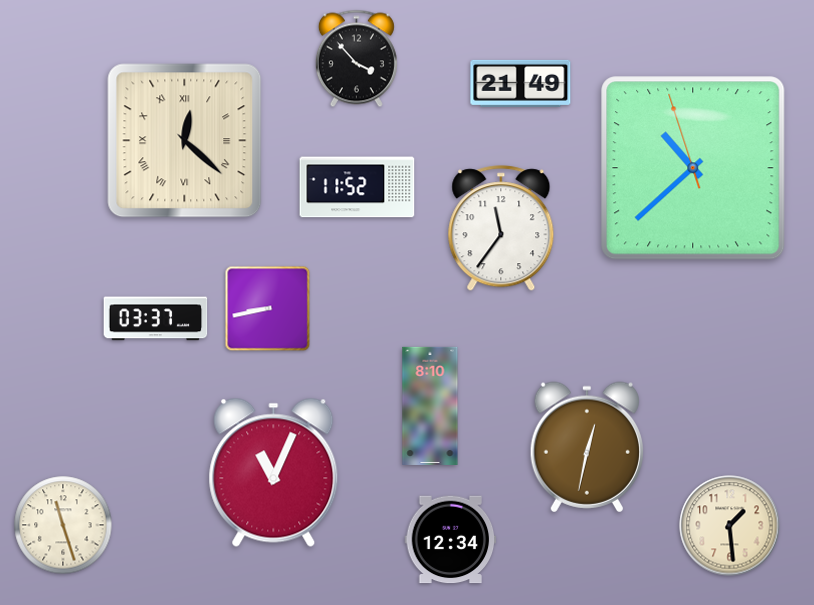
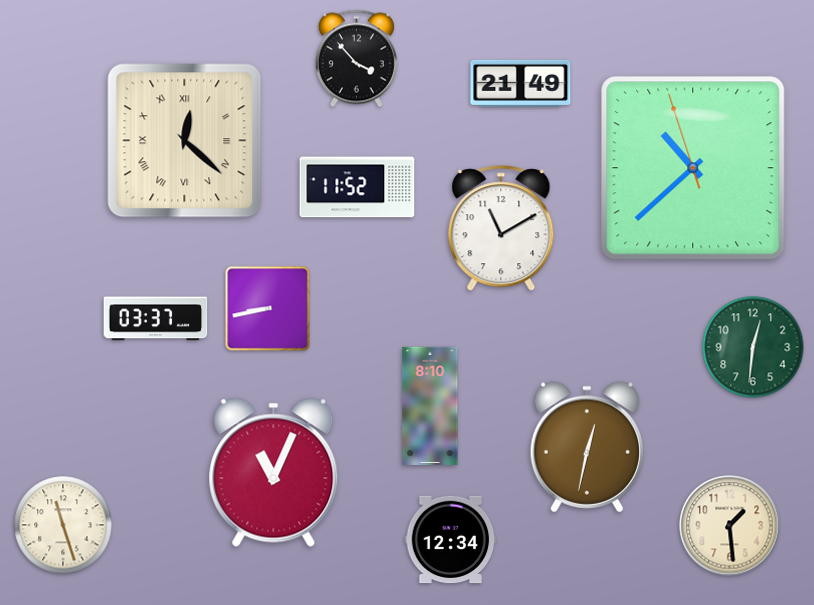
clock at (501, 229): 11:36 -> 11:10
clock at (753, 347): none -> 12:31
